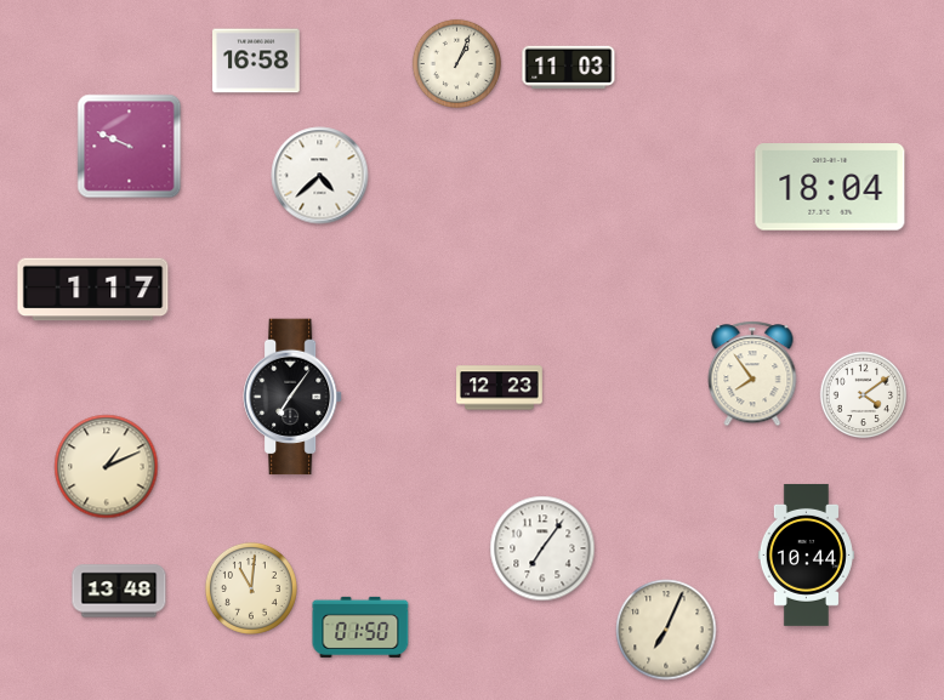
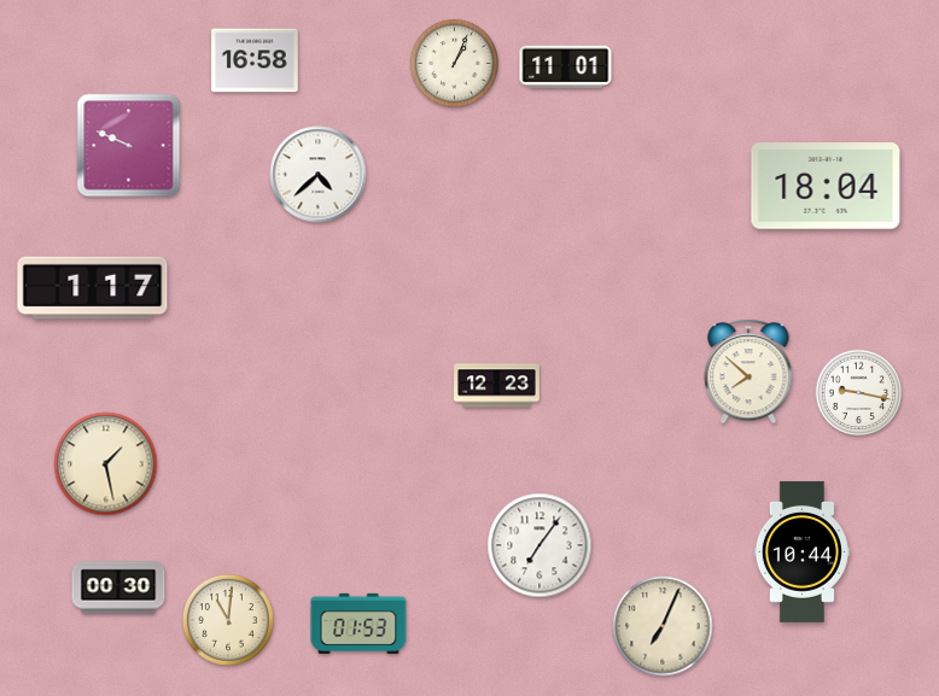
clock at (569, 67): 11:03 -> 11:01
clock at (752, 374): 7:54 -> 7:52
clock at (864, 395): 4:09 -> 9:17
clock at (294, 397): 7:06 -> none
clock at (107, 467): 1:11 -> 1:28
clock at (251, 588) position: (251, 588) -> (228, 620)
clock at (119, 591): 13:48 -> 00:30
clock at (360, 627): 01:50 -> 01:53
